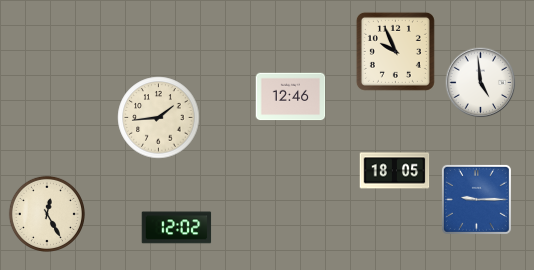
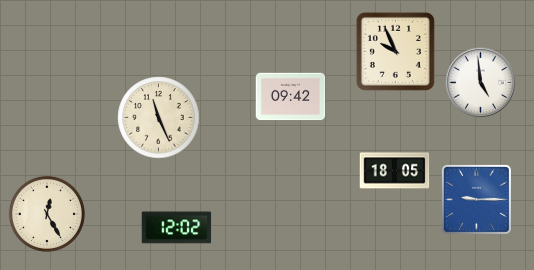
clock at (291, 97): 12:46 -> 09:42
clock at (159, 118): 1:44 -> 11:26
